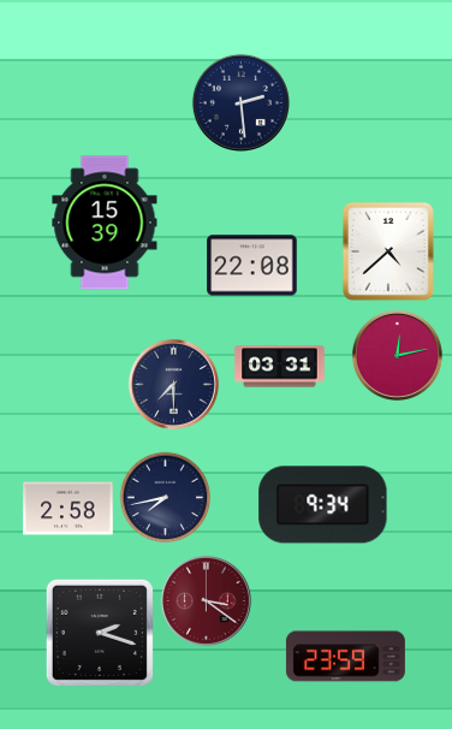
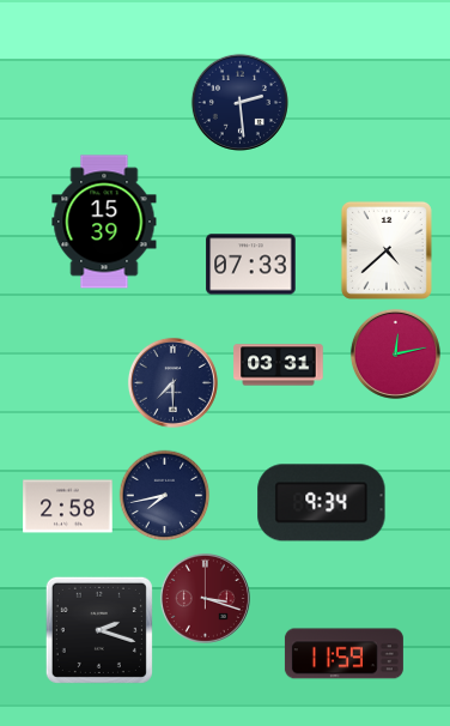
clock at (252, 266): 22:08 -> 07:33
clock at (206, 600): 3:21 -> 3:18
clock at (345, 657): 23:59 -> 11:59
